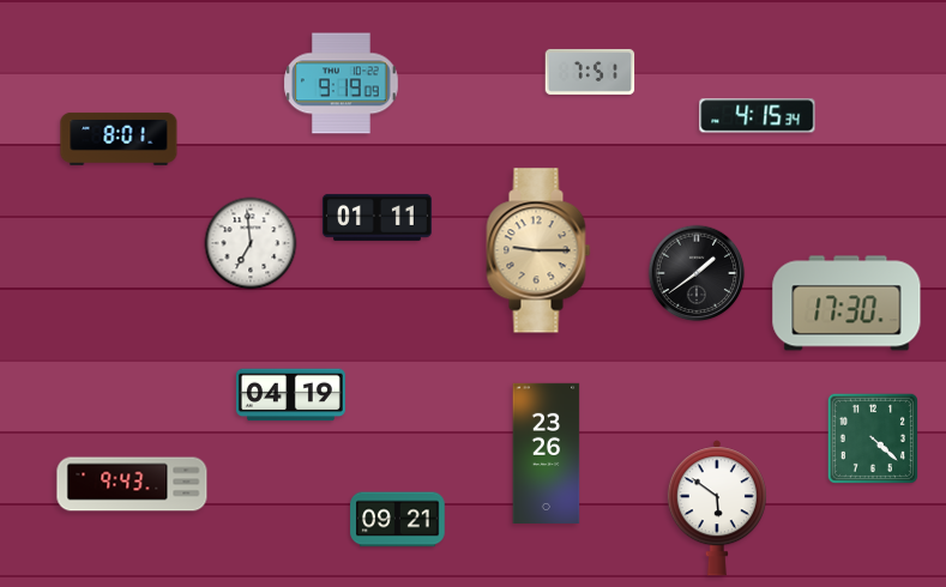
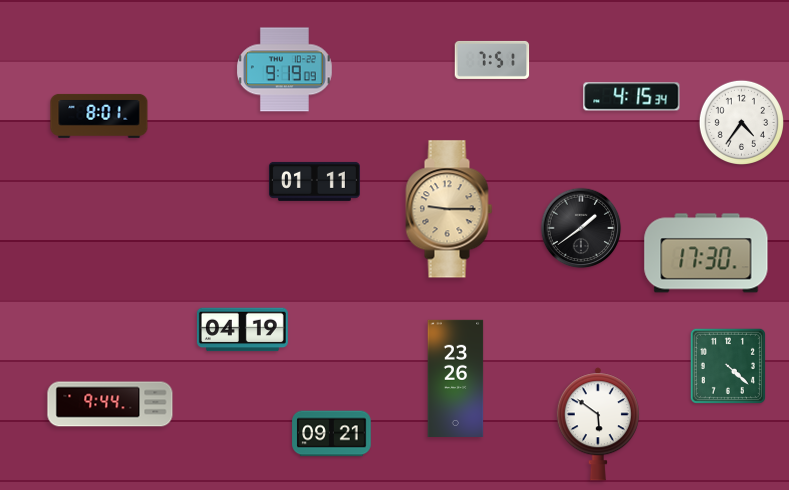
clock at (741, 122): none -> 4:36
clock at (251, 243): 6:59 -> none
clock at (132, 484): 9:43 -> 9:44
